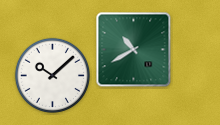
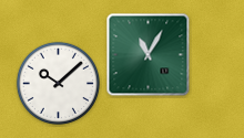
clock at (134, 50): 10:40 -> 11:05
